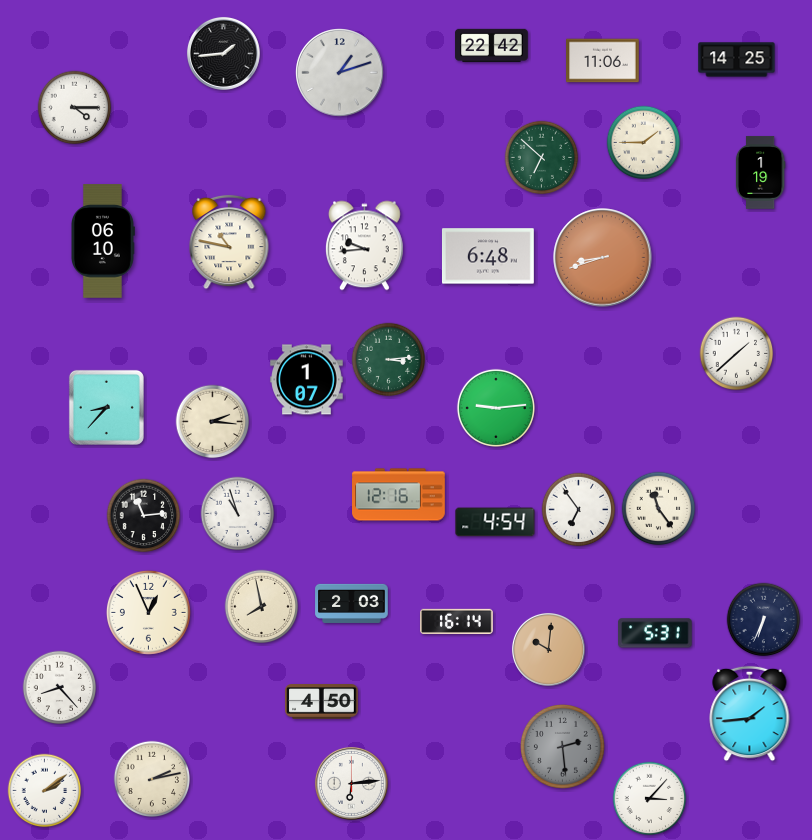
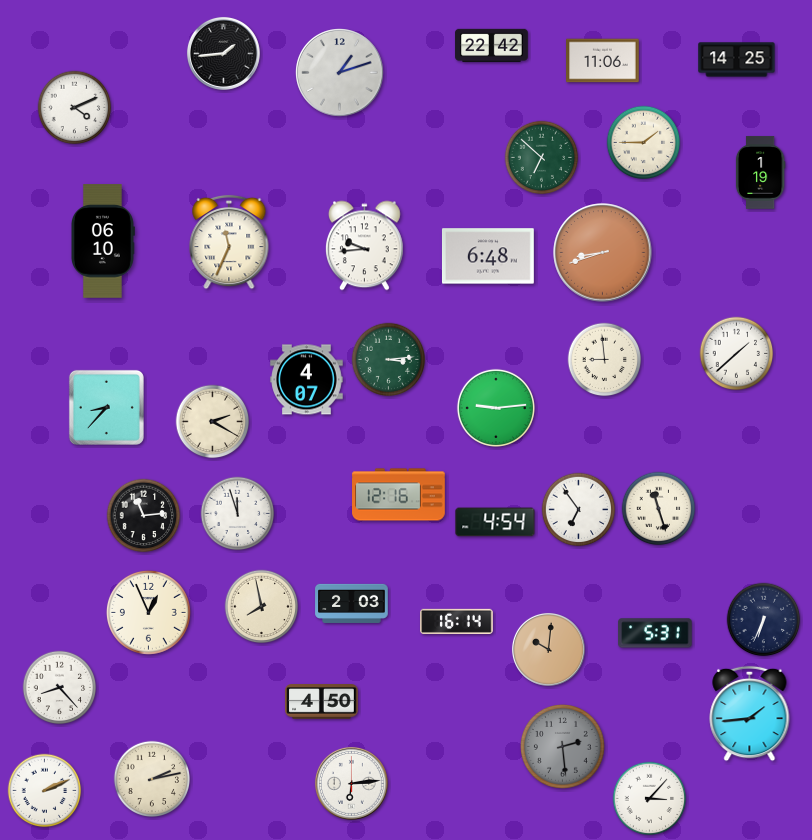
clock at (75, 108): 4:15 -> 4:11
clock at (229, 242): 10:47 -> 11:34
clock at (603, 258) position: (603, 258) -> (603, 253)
clock at (605, 360): none -> 8:59
clock at (307, 380): 1:07 -> 4:07
clock at (213, 422): 2:16 -> 2:20
clock at (659, 509): 11:24 -> 11:27
clock at (238, 514): 10:57 -> 11:57
clock at (45, 791): 2:09 -> 2:11
